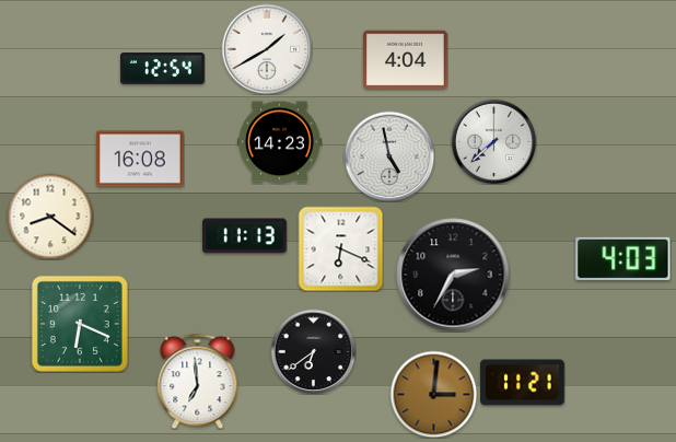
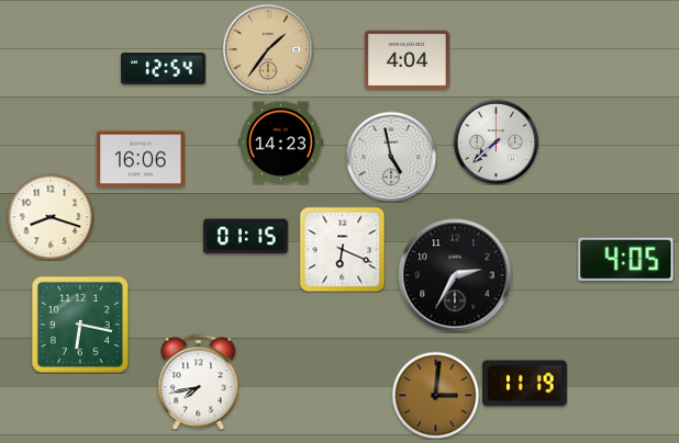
clock at (267, 49): 1:40 -> 1:36
clock at (267, 49) dial: white -> champagne
clock at (140, 159): 16:08 -> 16:06
clock at (50, 217): 8:21 -> 8:18
clock at (245, 236): 11:13 -> 01:15
clock at (623, 258): 4:03 -> 4:05
clock at (80, 324): 6:19 -> 6:17
clock at (313, 351): 6:39 -> none
clock at (198, 381): 6:59 -> 7:43
clock at (523, 383): 11:21 -> 11:19
